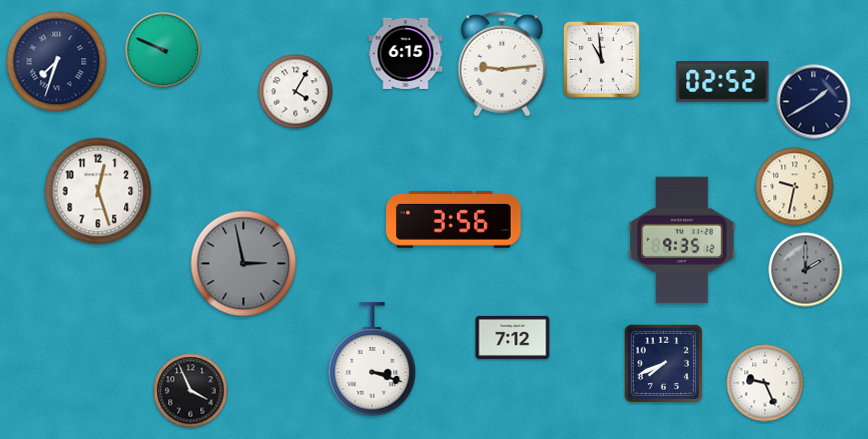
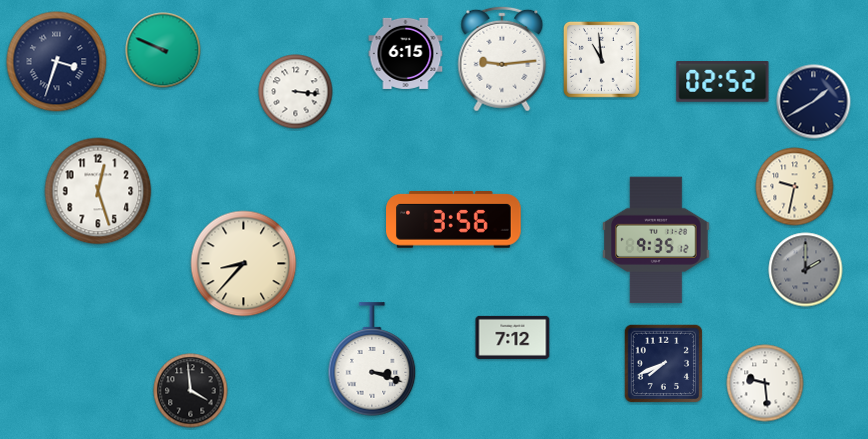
clock at (57, 62): 7:33 -> 3:33
clock at (502, 64) position: (502, 64) -> (502, 59)
clock at (296, 92): 4:05 -> 3:16
clock at (682, 240) position: (682, 240) -> (656, 240)
clock at (244, 264): 2:58 -> 8:37
clock at (244, 264) dial: grey -> cream
clock at (765, 383): 9:26 -> 9:29
clock at (191, 391): 3:56 -> 3:59
